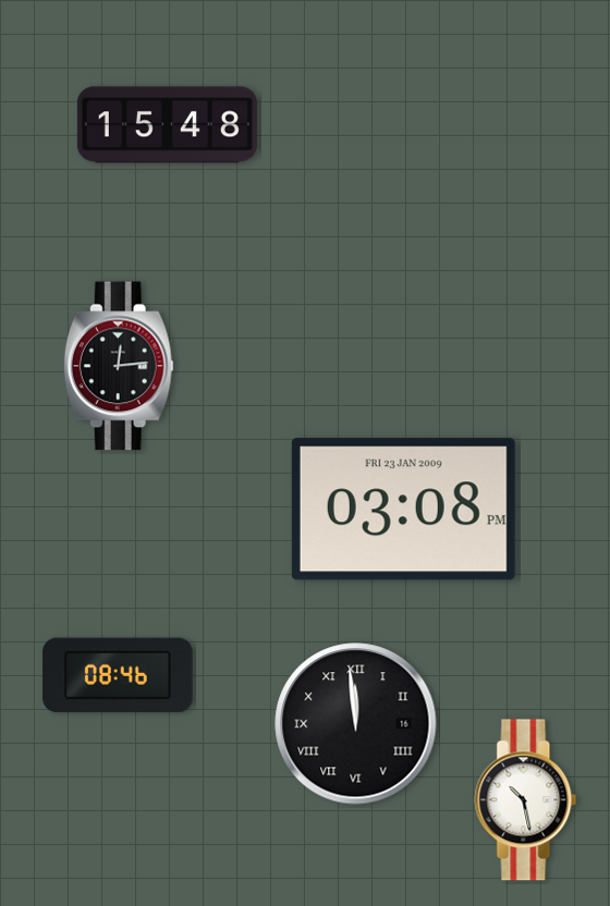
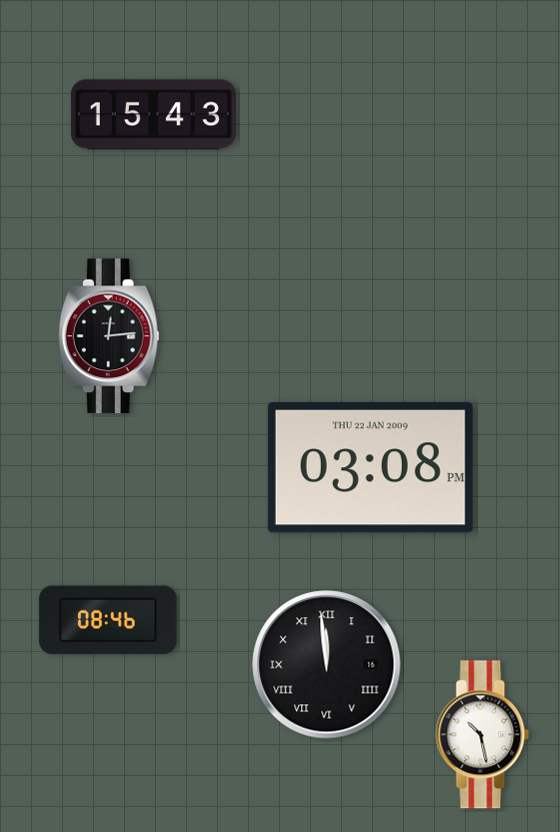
clock at (167, 125): 15:48 -> 15:43
clock at (403, 510) date: FRI 23 JAN 2009 -> THU 22 JAN 2009
